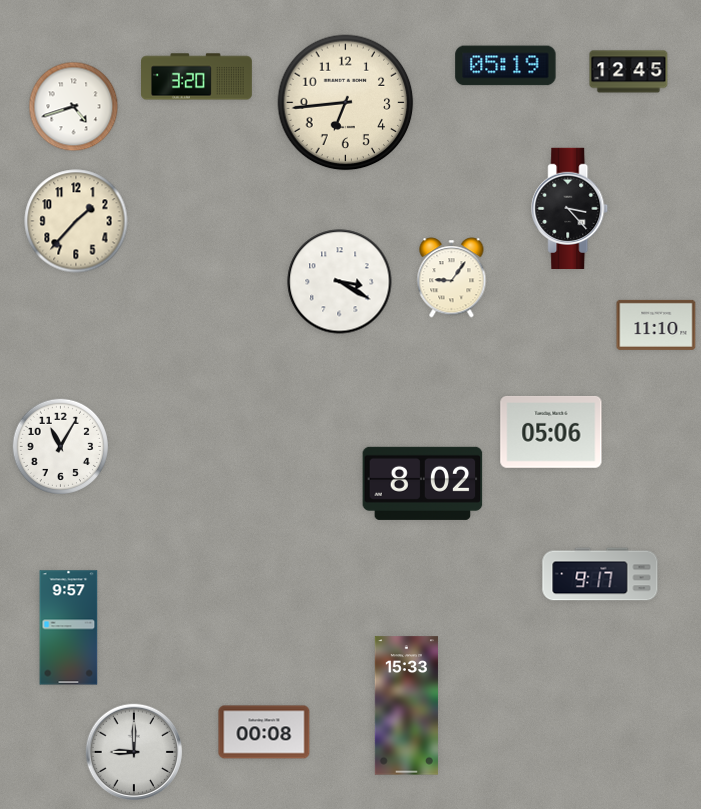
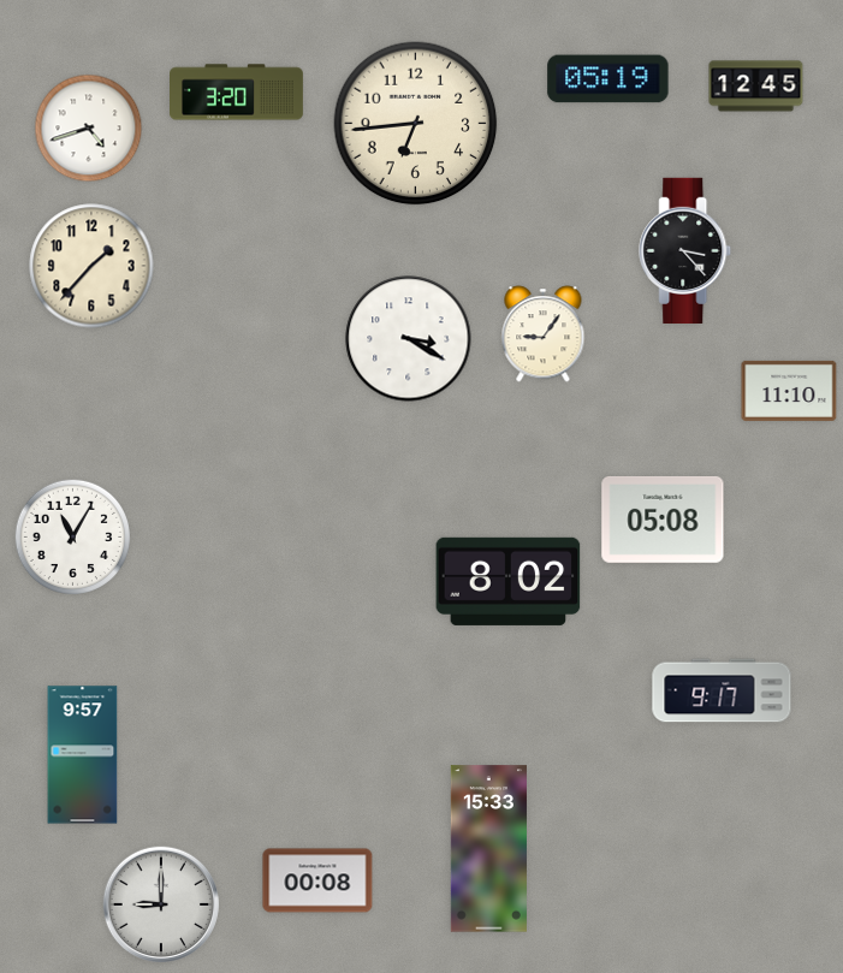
clock at (551, 432): 05:06 -> 05:08
